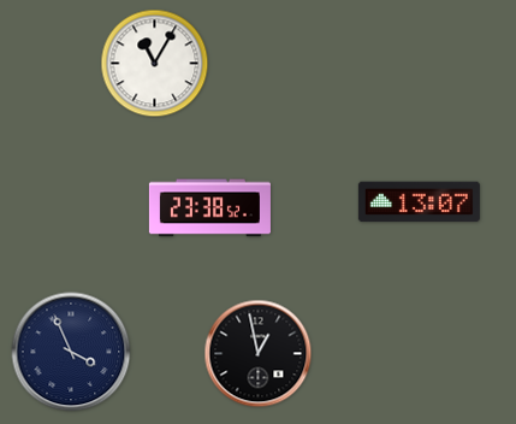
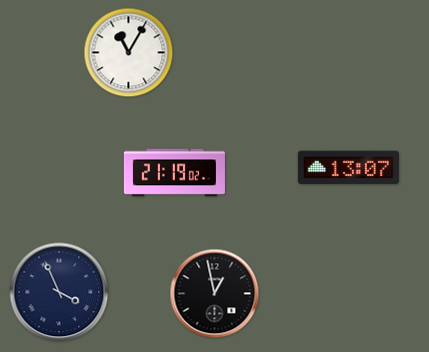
clock at (209, 208): 23:38 -> 21:19
